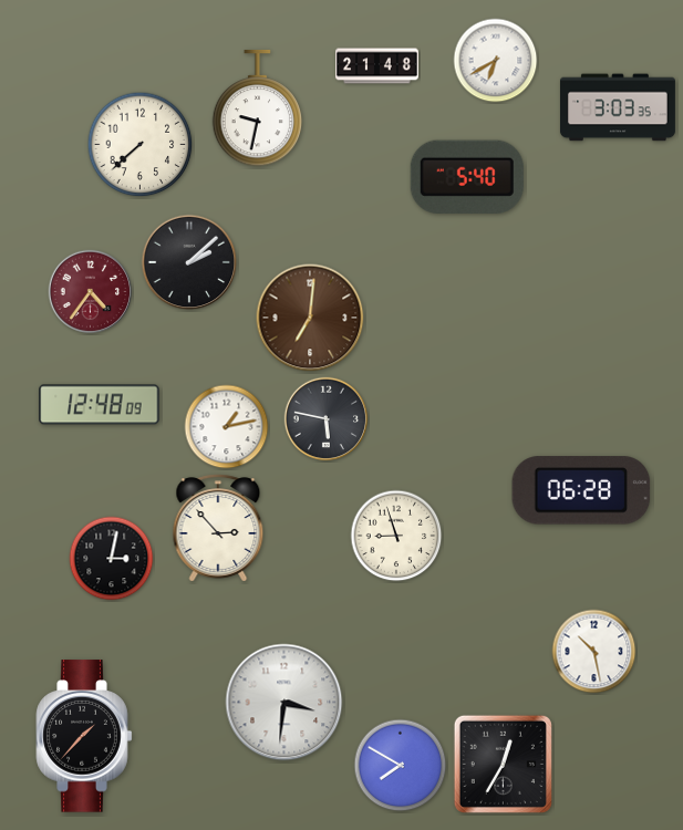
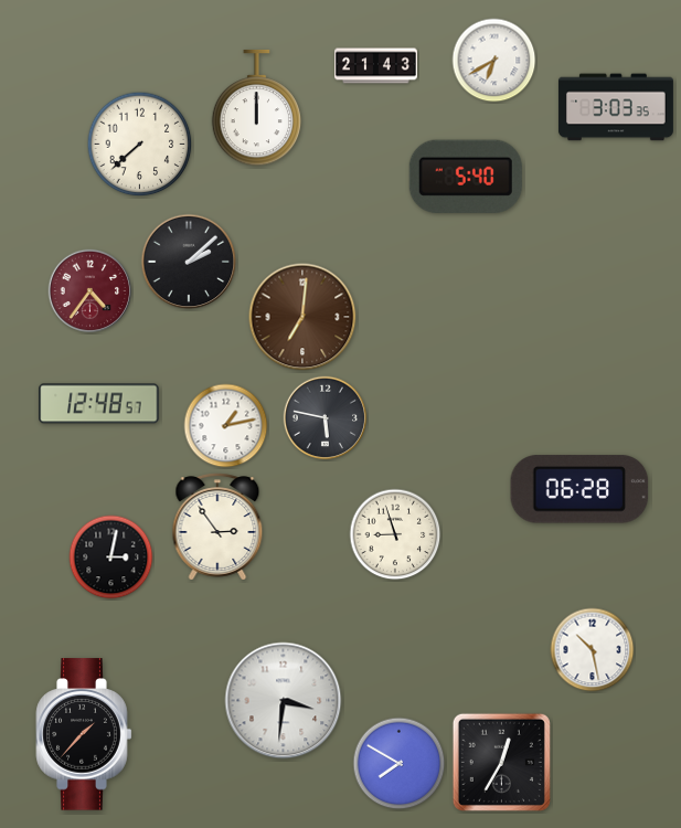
clock at (377, 66): 21:48 -> 21:43
clock at (258, 108): 9:32 -> 12:00
clock at (310, 318) position: (310, 318) -> (302, 317)
clock at (100, 405): 12:48:09 -> 12:48:57
clock at (218, 528): 2:53 -> 2:54
